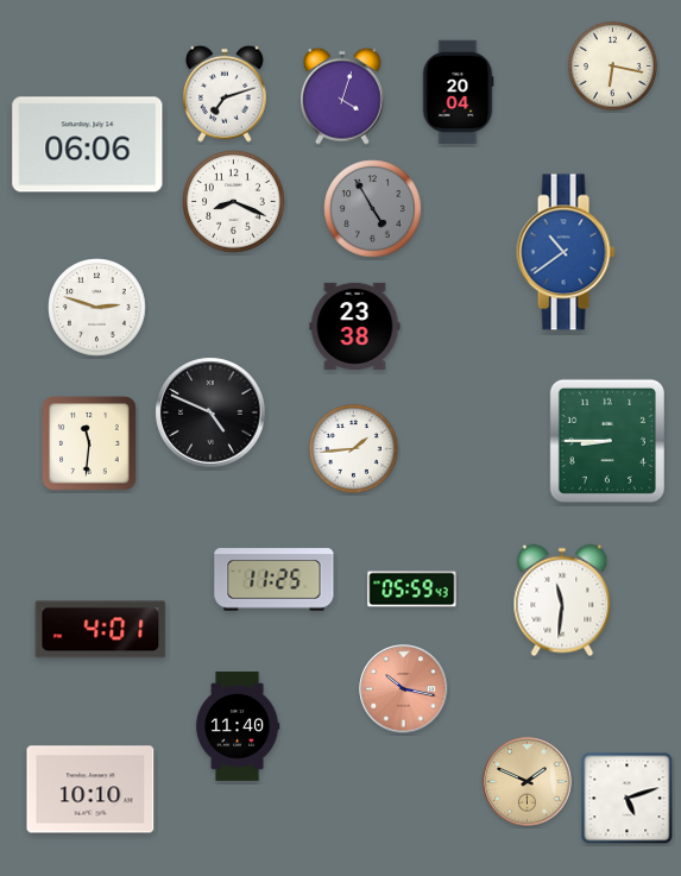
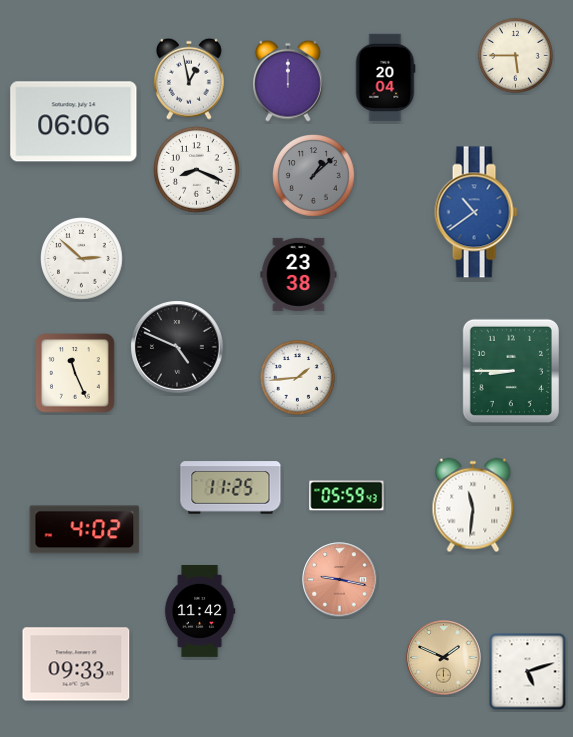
clock at (612, 65): 6:17 -> 5:45
clock at (225, 94): 7:12 -> 12:58
clock at (342, 96): 4:03 -> 12:00
clock at (373, 209): 4:55 -> 1:08
clock at (97, 308): 2:48 -> 2:52
clock at (89, 443): 11:31 -> 11:26
clock at (101, 630): 4:01 -> 4:02
clock at (404, 689): 10:17 -> 9:17
clock at (238, 726): 11:40 -> 11:42
clock at (90, 789): 10:10 -> 09:33
